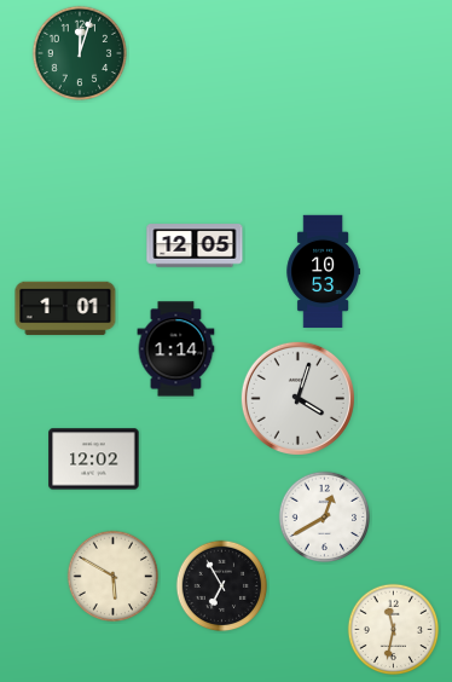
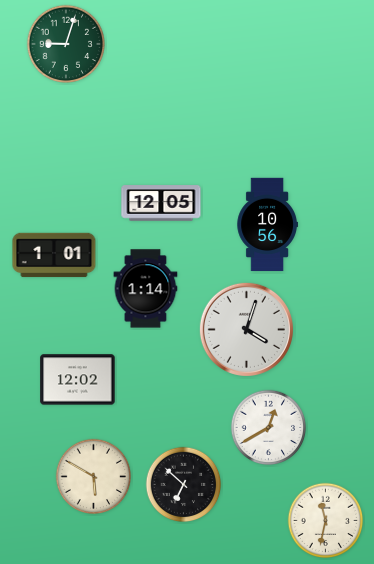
clock at (80, 53): 12:03 -> 9:03
clock at (323, 272): 10:53 -> 10:56
clock at (222, 586): 6:55 -> 6:52
